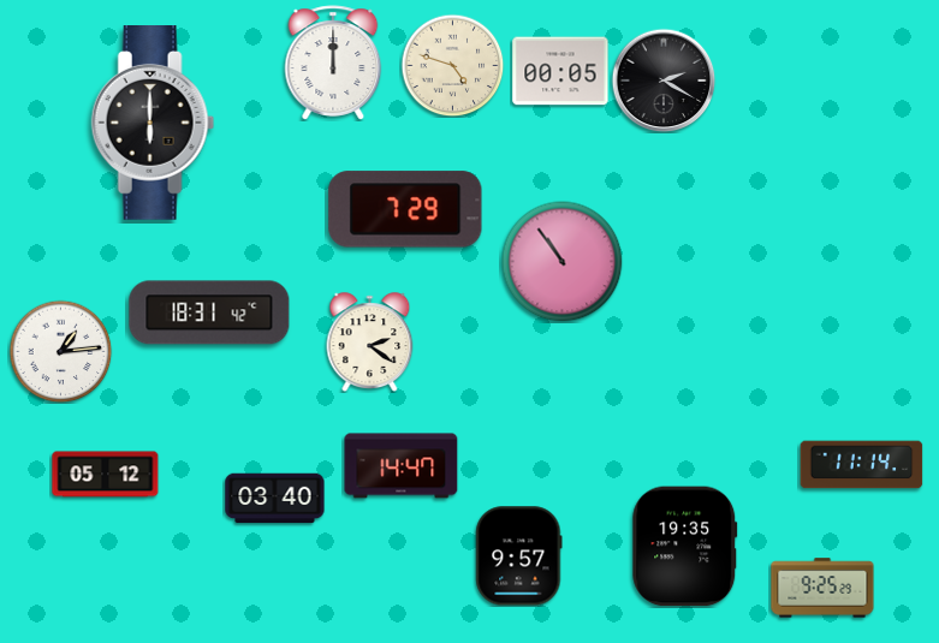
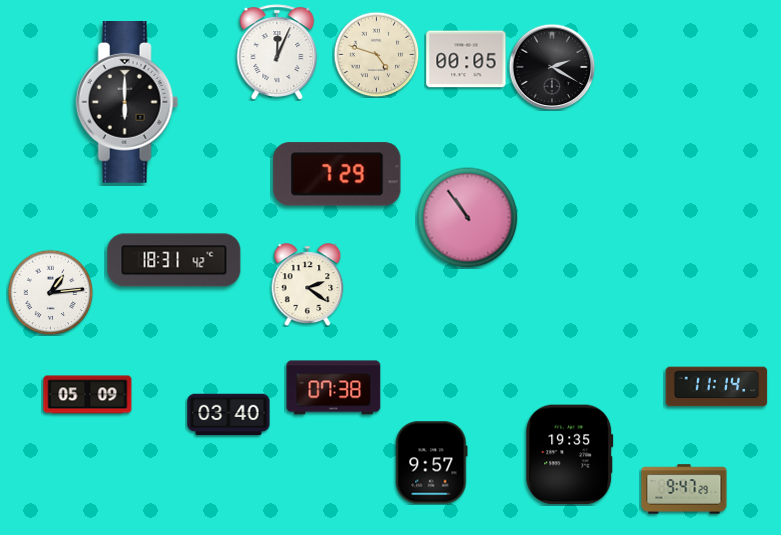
clock at (333, 62): 12:00 -> 12:04
clock at (402, 466): 14:47 -> 07:38
clock at (106, 475): 05:12 -> 05:09
clock at (822, 588): 9:25 -> 9:47
